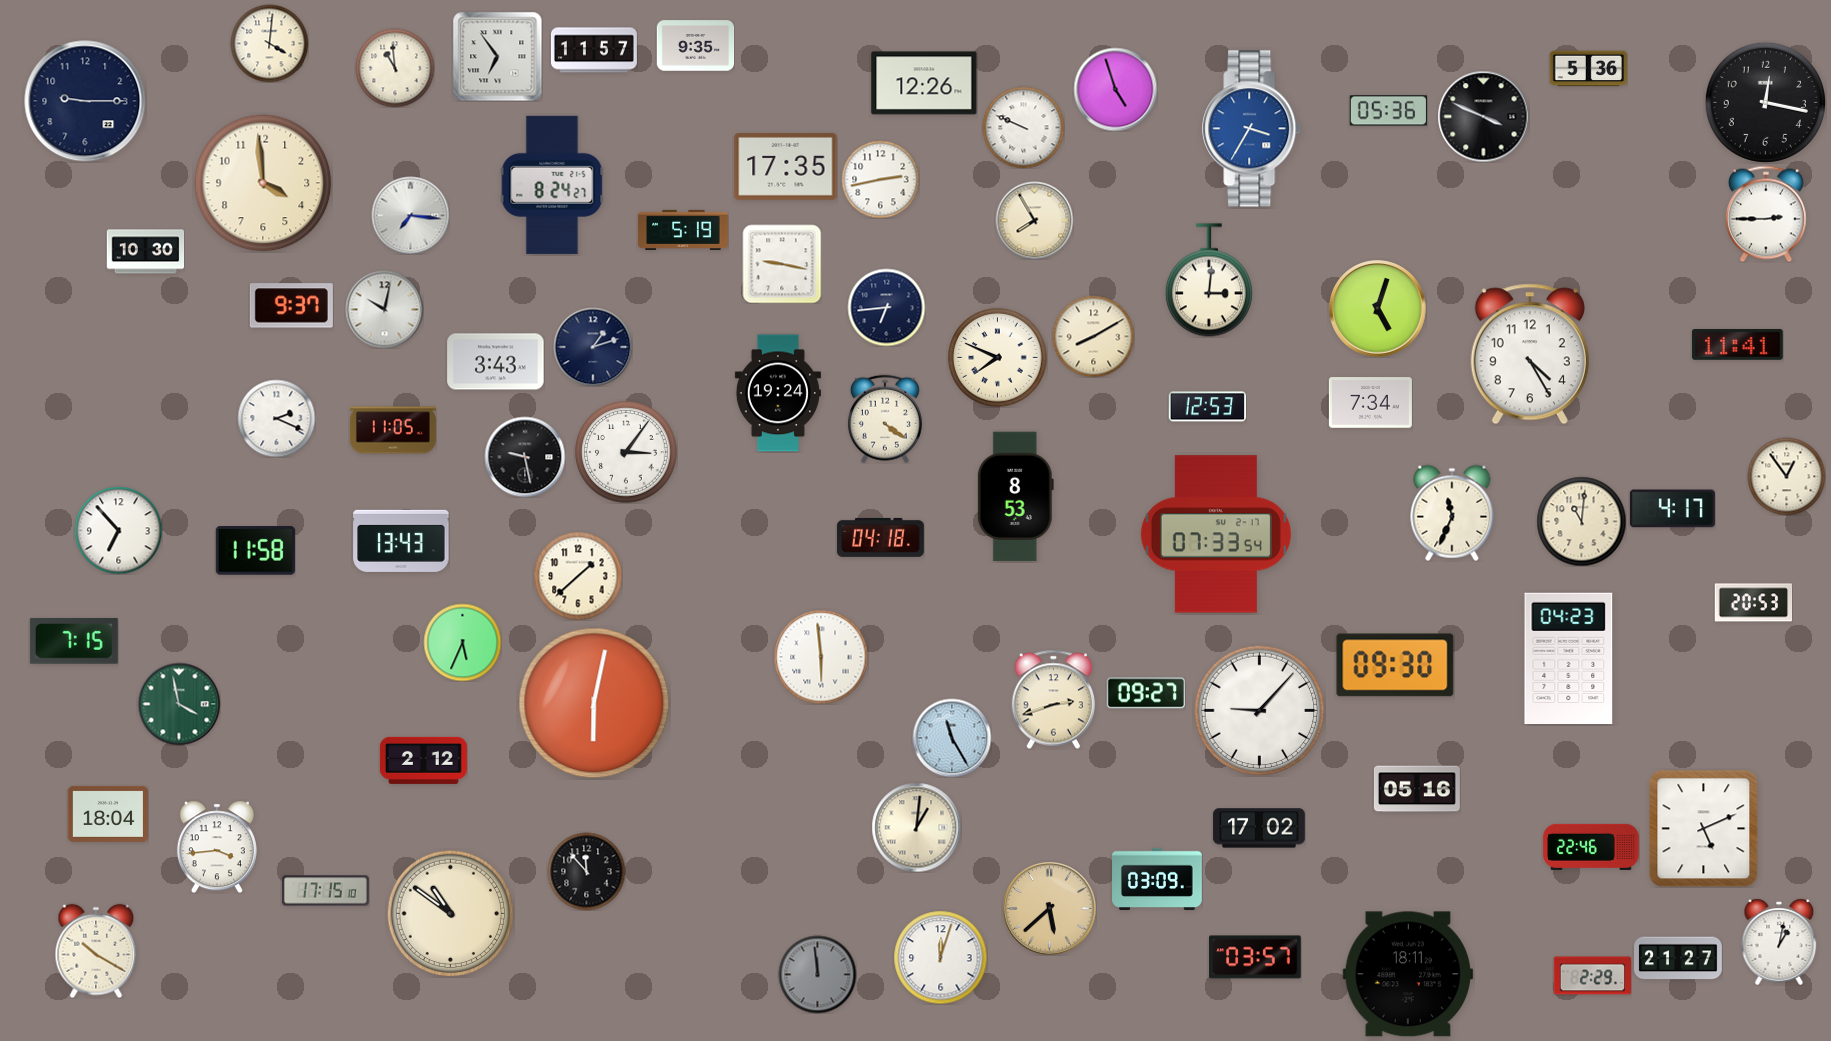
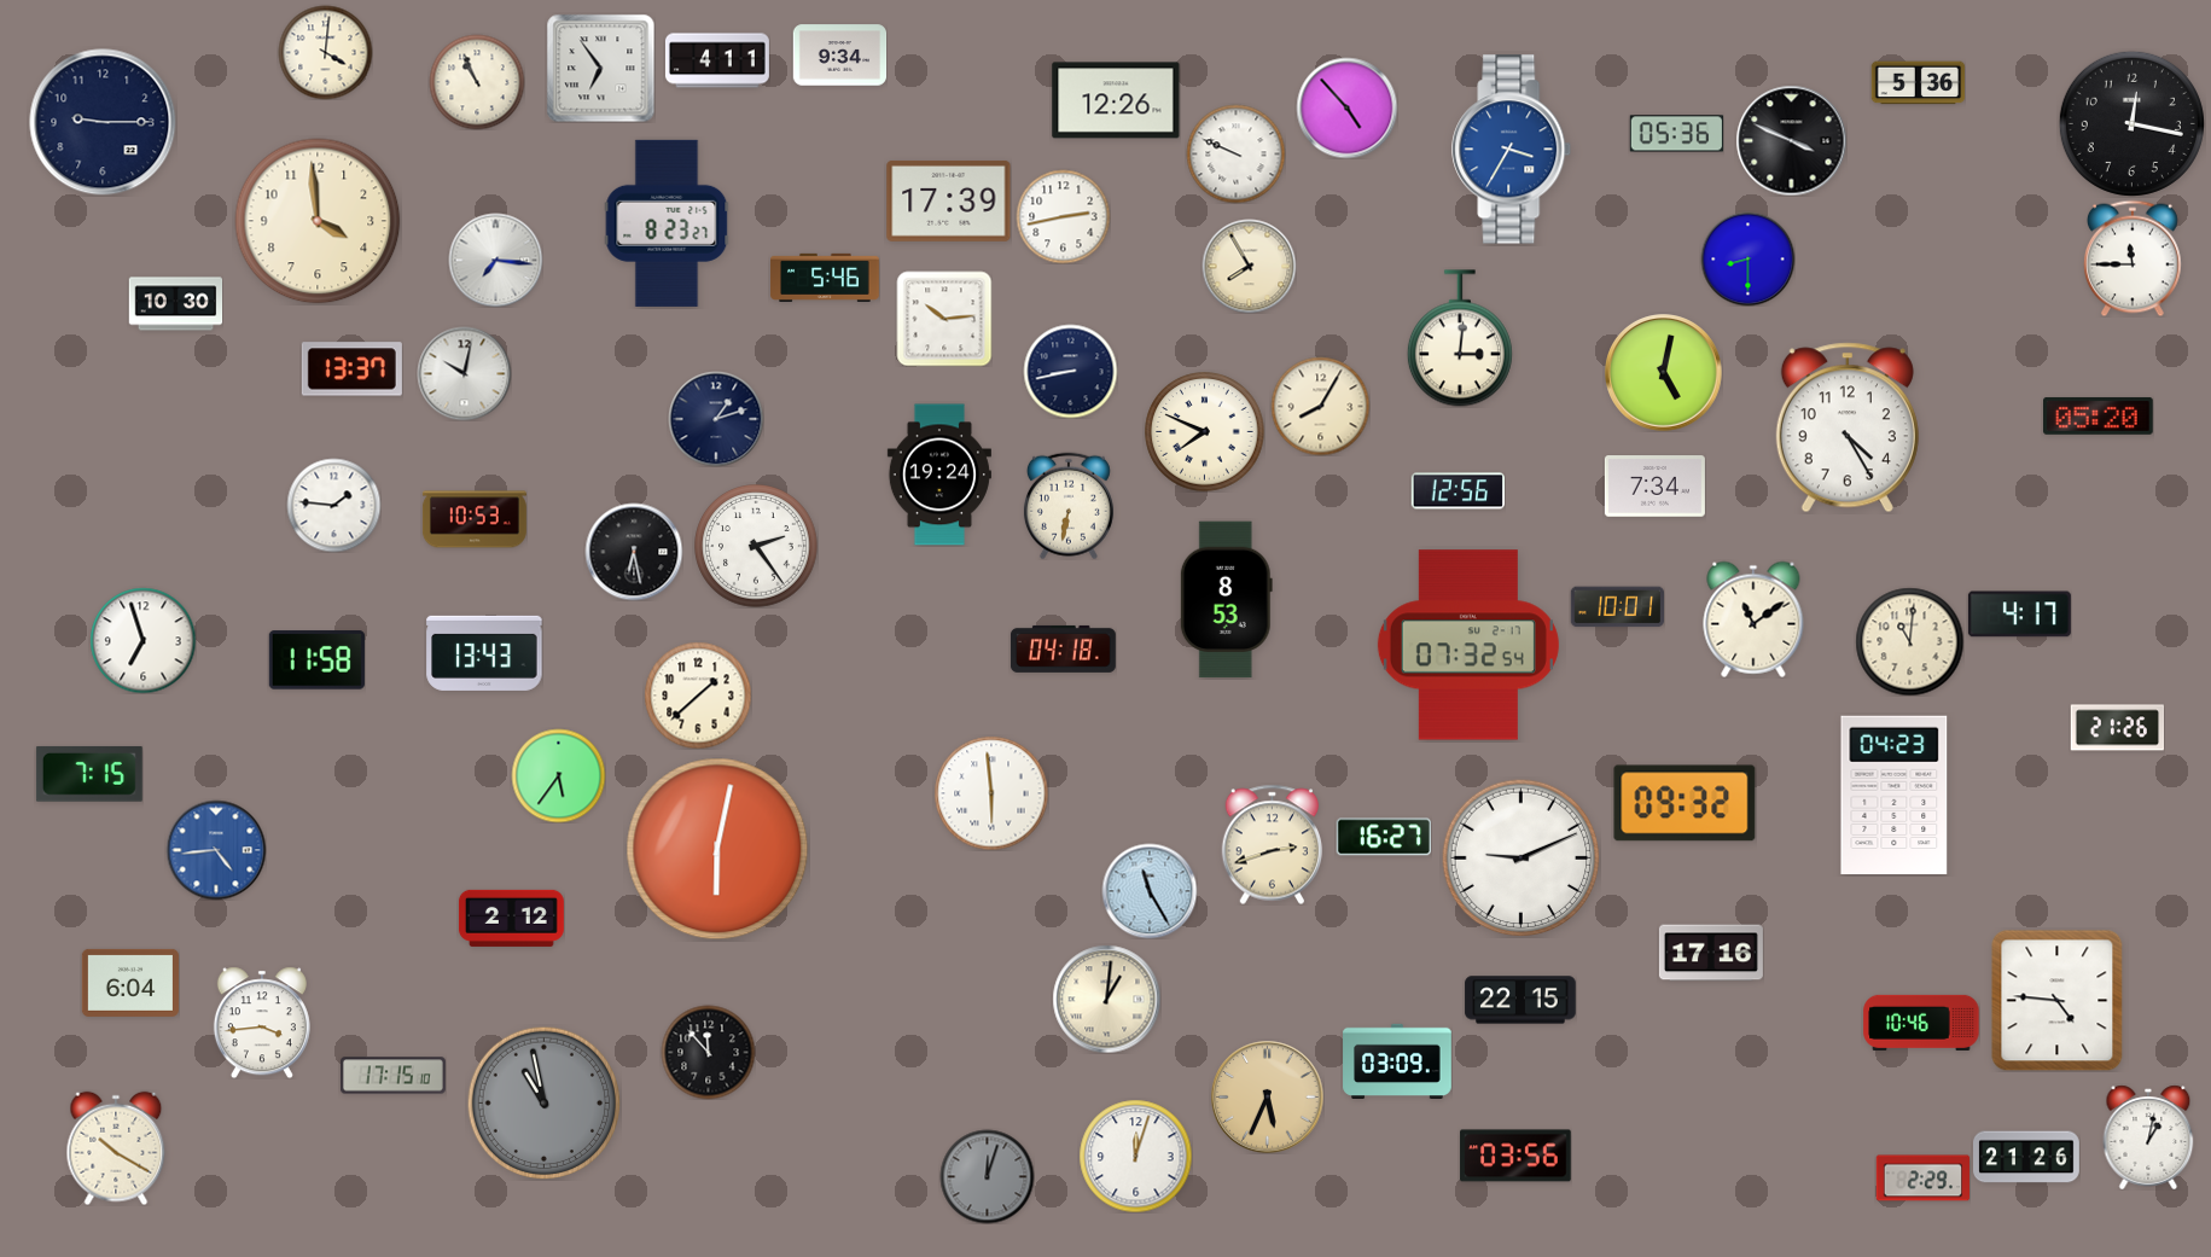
clock at (695, 46): 9:35 -> 9:34
clock at (594, 50): 11:57 -> 4:11
clock at (395, 68): 10:59 -> 10:56
clock at (1115, 89): 4:57 -> 4:53
clock at (1252, 129) position: (1252, 129) -> (1512, 150)
clock at (786, 166): 17:35 -> 17:39
clock at (552, 185): 8:24 -> 8:23
clock at (1747, 258): none -> 8:30
clock at (1766, 214): 2:45 -> 11:45
clock at (683, 229): 5:19 -> 5:46
clock at (782, 264): 9:17 -> 10:14
clock at (291, 306): 9:37 -> 13:37
clock at (886, 307): 6:44 -> 8:43
clock at (1378, 309): 5:03 -> 5:02
clock at (1093, 336): 8:10 -> 8:05
clock at (1738, 344): 11:41 -> 05:20
clock at (496, 362): 3:43 -> none
clock at (1207, 407): 12:53 -> 12:56
clock at (276, 418): 2:19 -> 1:46
clock at (885, 419): 4:21 -> 6:32
clock at (393, 430): 11:05 -> 10:53
clock at (626, 452): 3:06 -> 2:24
clock at (525, 457): 9:28 -> 6:28
clock at (1786, 476): 12:54 -> none
clock at (1617, 607): none -> 10:01
clock at (1452, 513): 11:34 -> 11:09
clock at (1581, 521) position: (1581, 521) -> (1909, 641)
clock at (118, 530): 6:53 -> 6:57
clock at (1216, 534): 07:33 -> 07:32
clock at (255, 551) position: (255, 551) -> (316, 660)
clock at (1753, 603): 20:53 -> 21:26
clock at (462, 642): 5:34 -> 5:36
clock at (1395, 665): 09:30 -> 09:32
clock at (1146, 693): 09:27 -> 16:27
clock at (179, 704): 3:58 -> 4:44
clock at (179, 704) dial: green -> blue
clock at (1260, 711): 9:07 -> 9:11
clock at (1417, 789): 05:16 -> 17:16
clock at (108, 814): 18:04 -> 6:04
clock at (1259, 828): 17:02 -> 22:15
clock at (1704, 829): 5:11 -> 4:46
clock at (1591, 847): 22:46 -> 10:46
clock at (1049, 908): 5:38 -> 5:34
clock at (450, 913): 10:51 -> 10:58
clock at (450, 913) dial: cream -> grey
clock at (1255, 957): 03:57 -> 03:56
clock at (1679, 958): 21:27 -> 21:26
clock at (817, 974): 11:59 -> 12:03
clock at (1407, 974): 18:11 -> none
